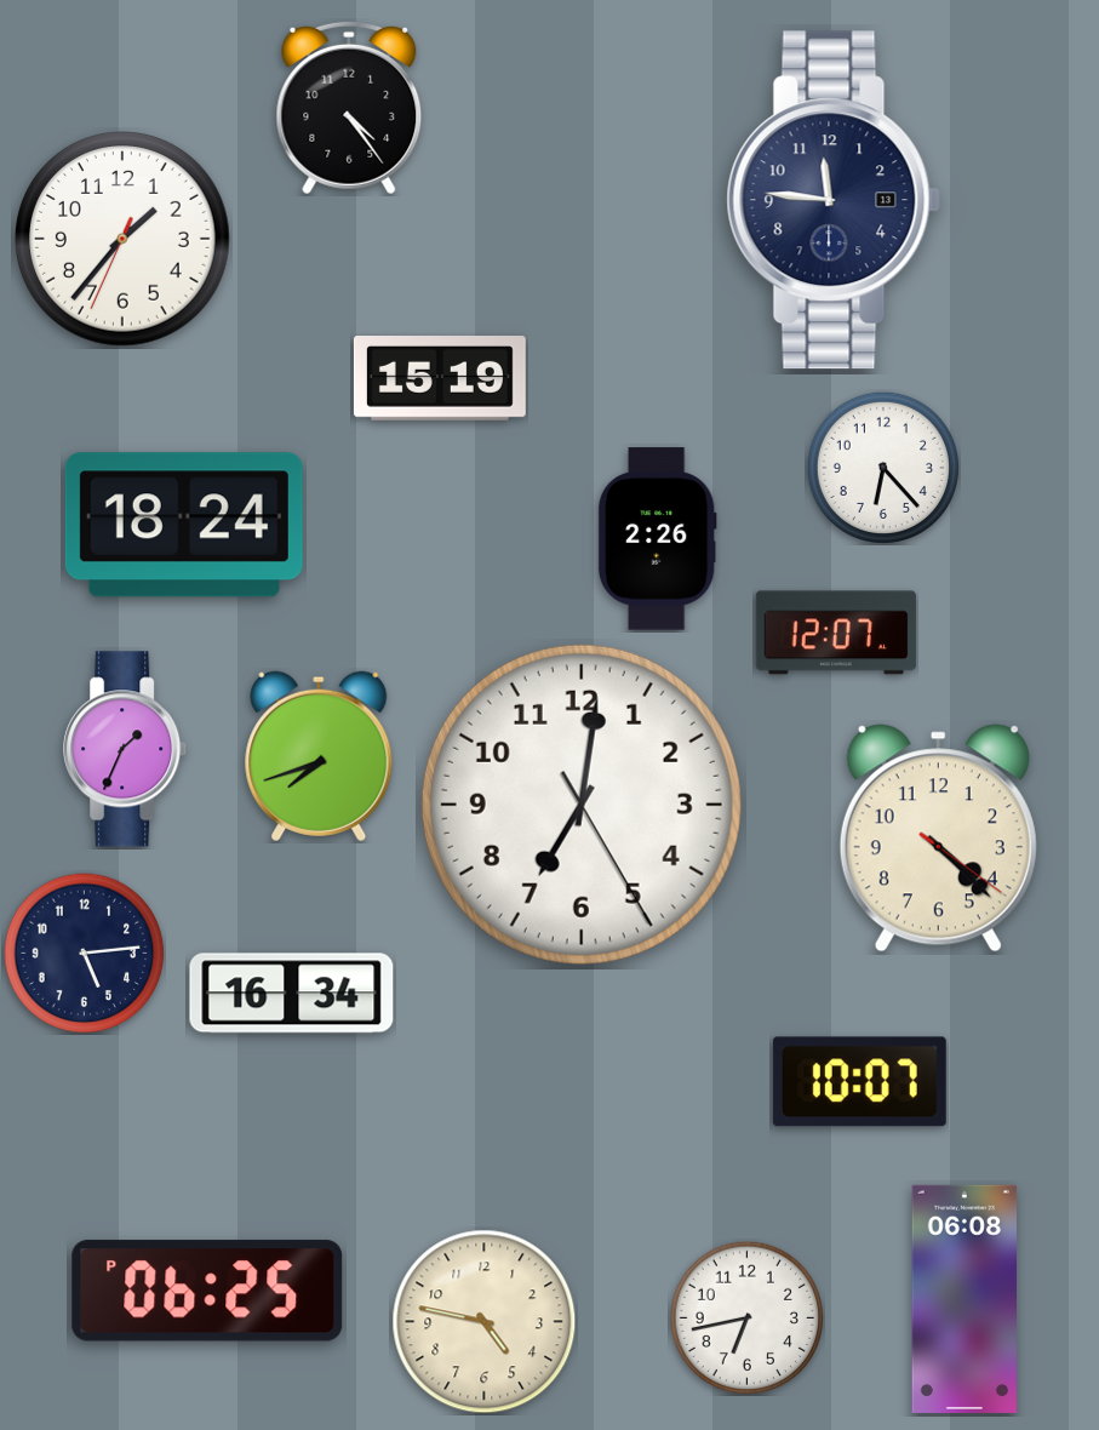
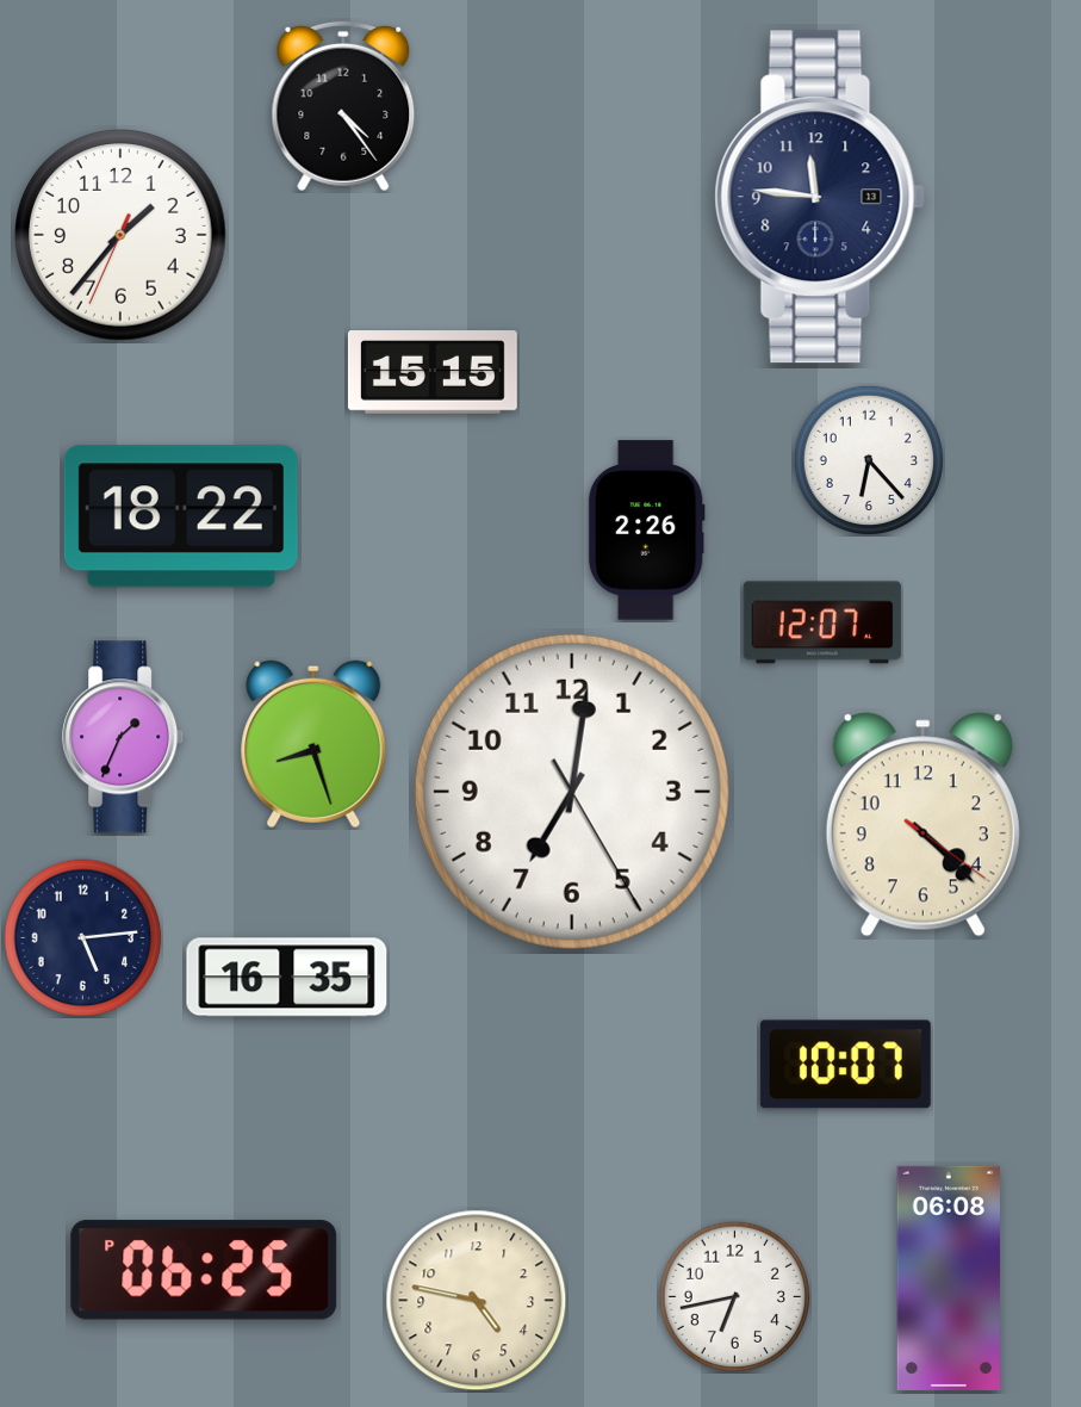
clock at (440, 379): 15:19 -> 15:15
clock at (184, 525): 18:24 -> 18:22
clock at (319, 756): 7:42 -> 8:27
clock at (292, 994): 16:34 -> 16:35
